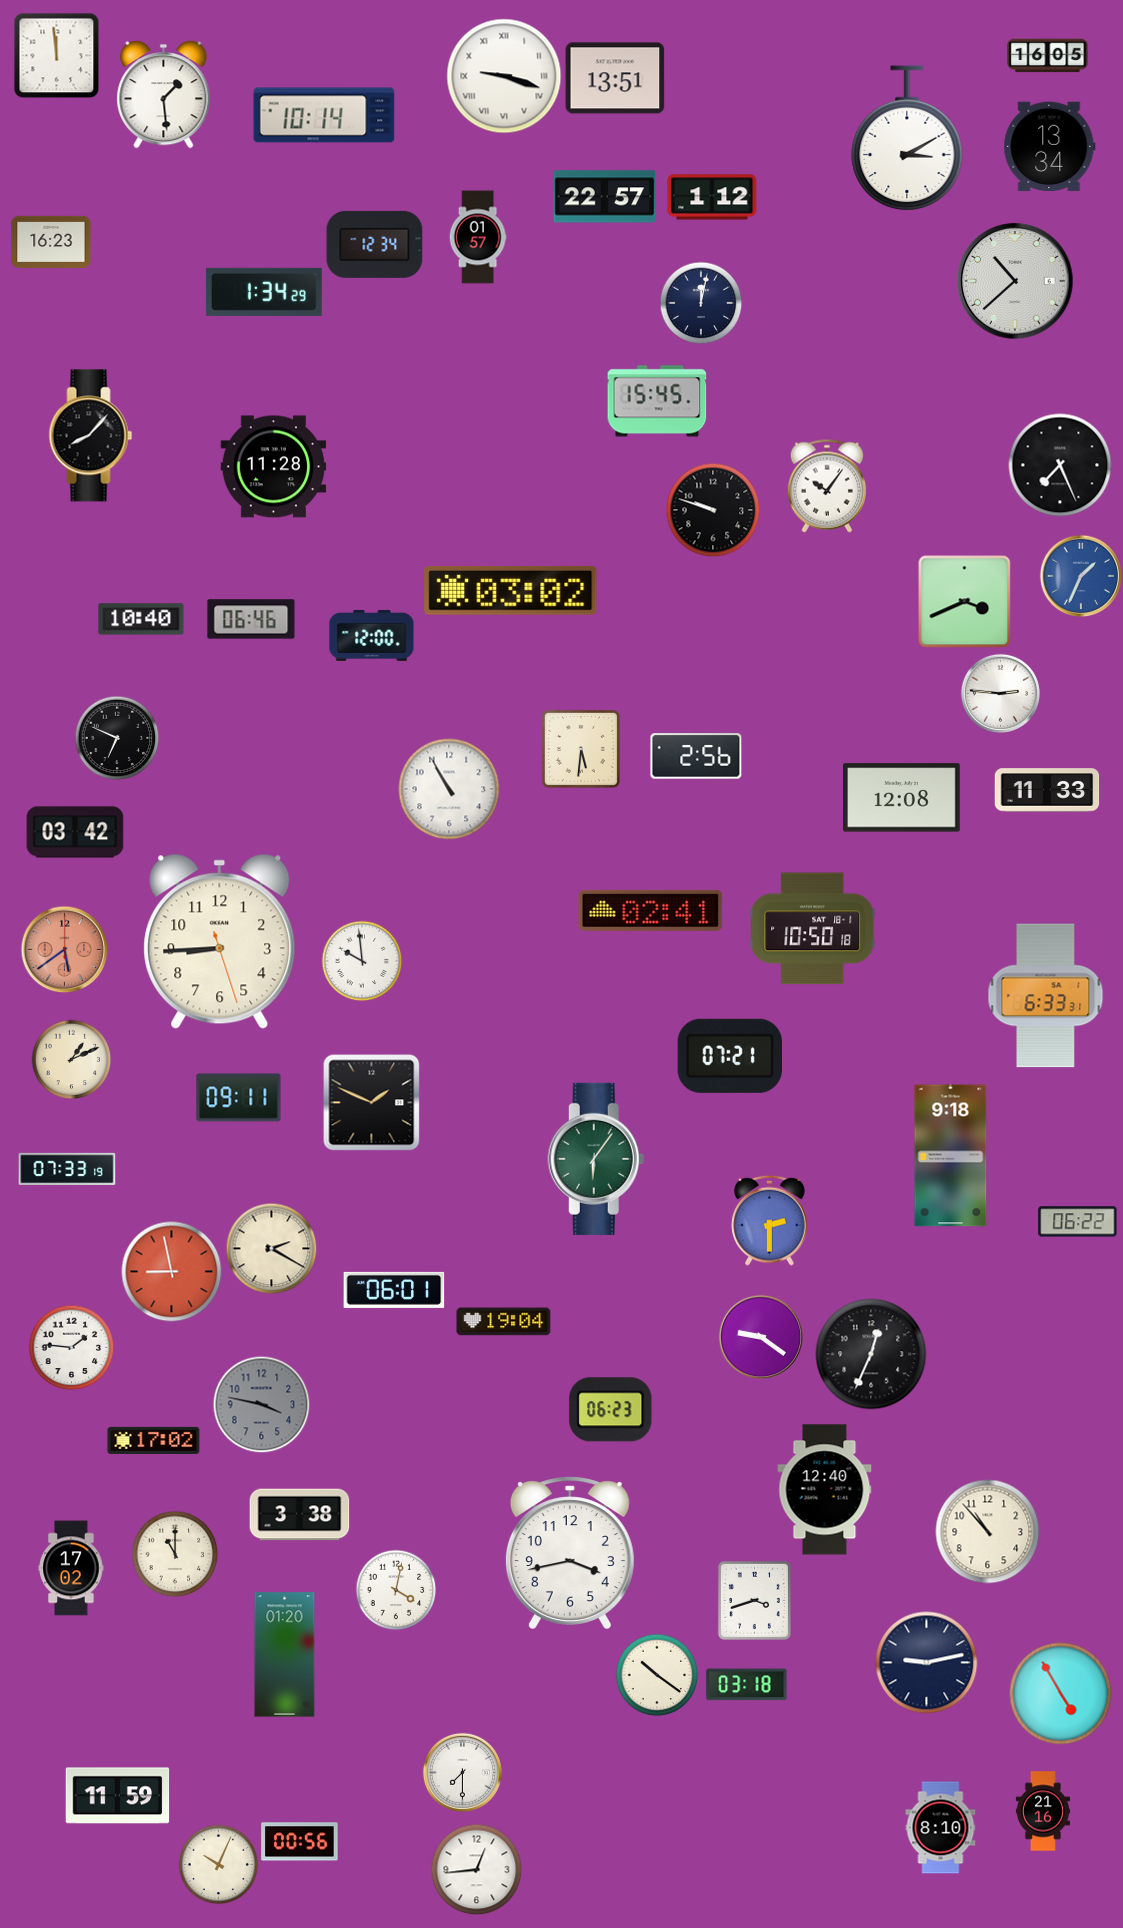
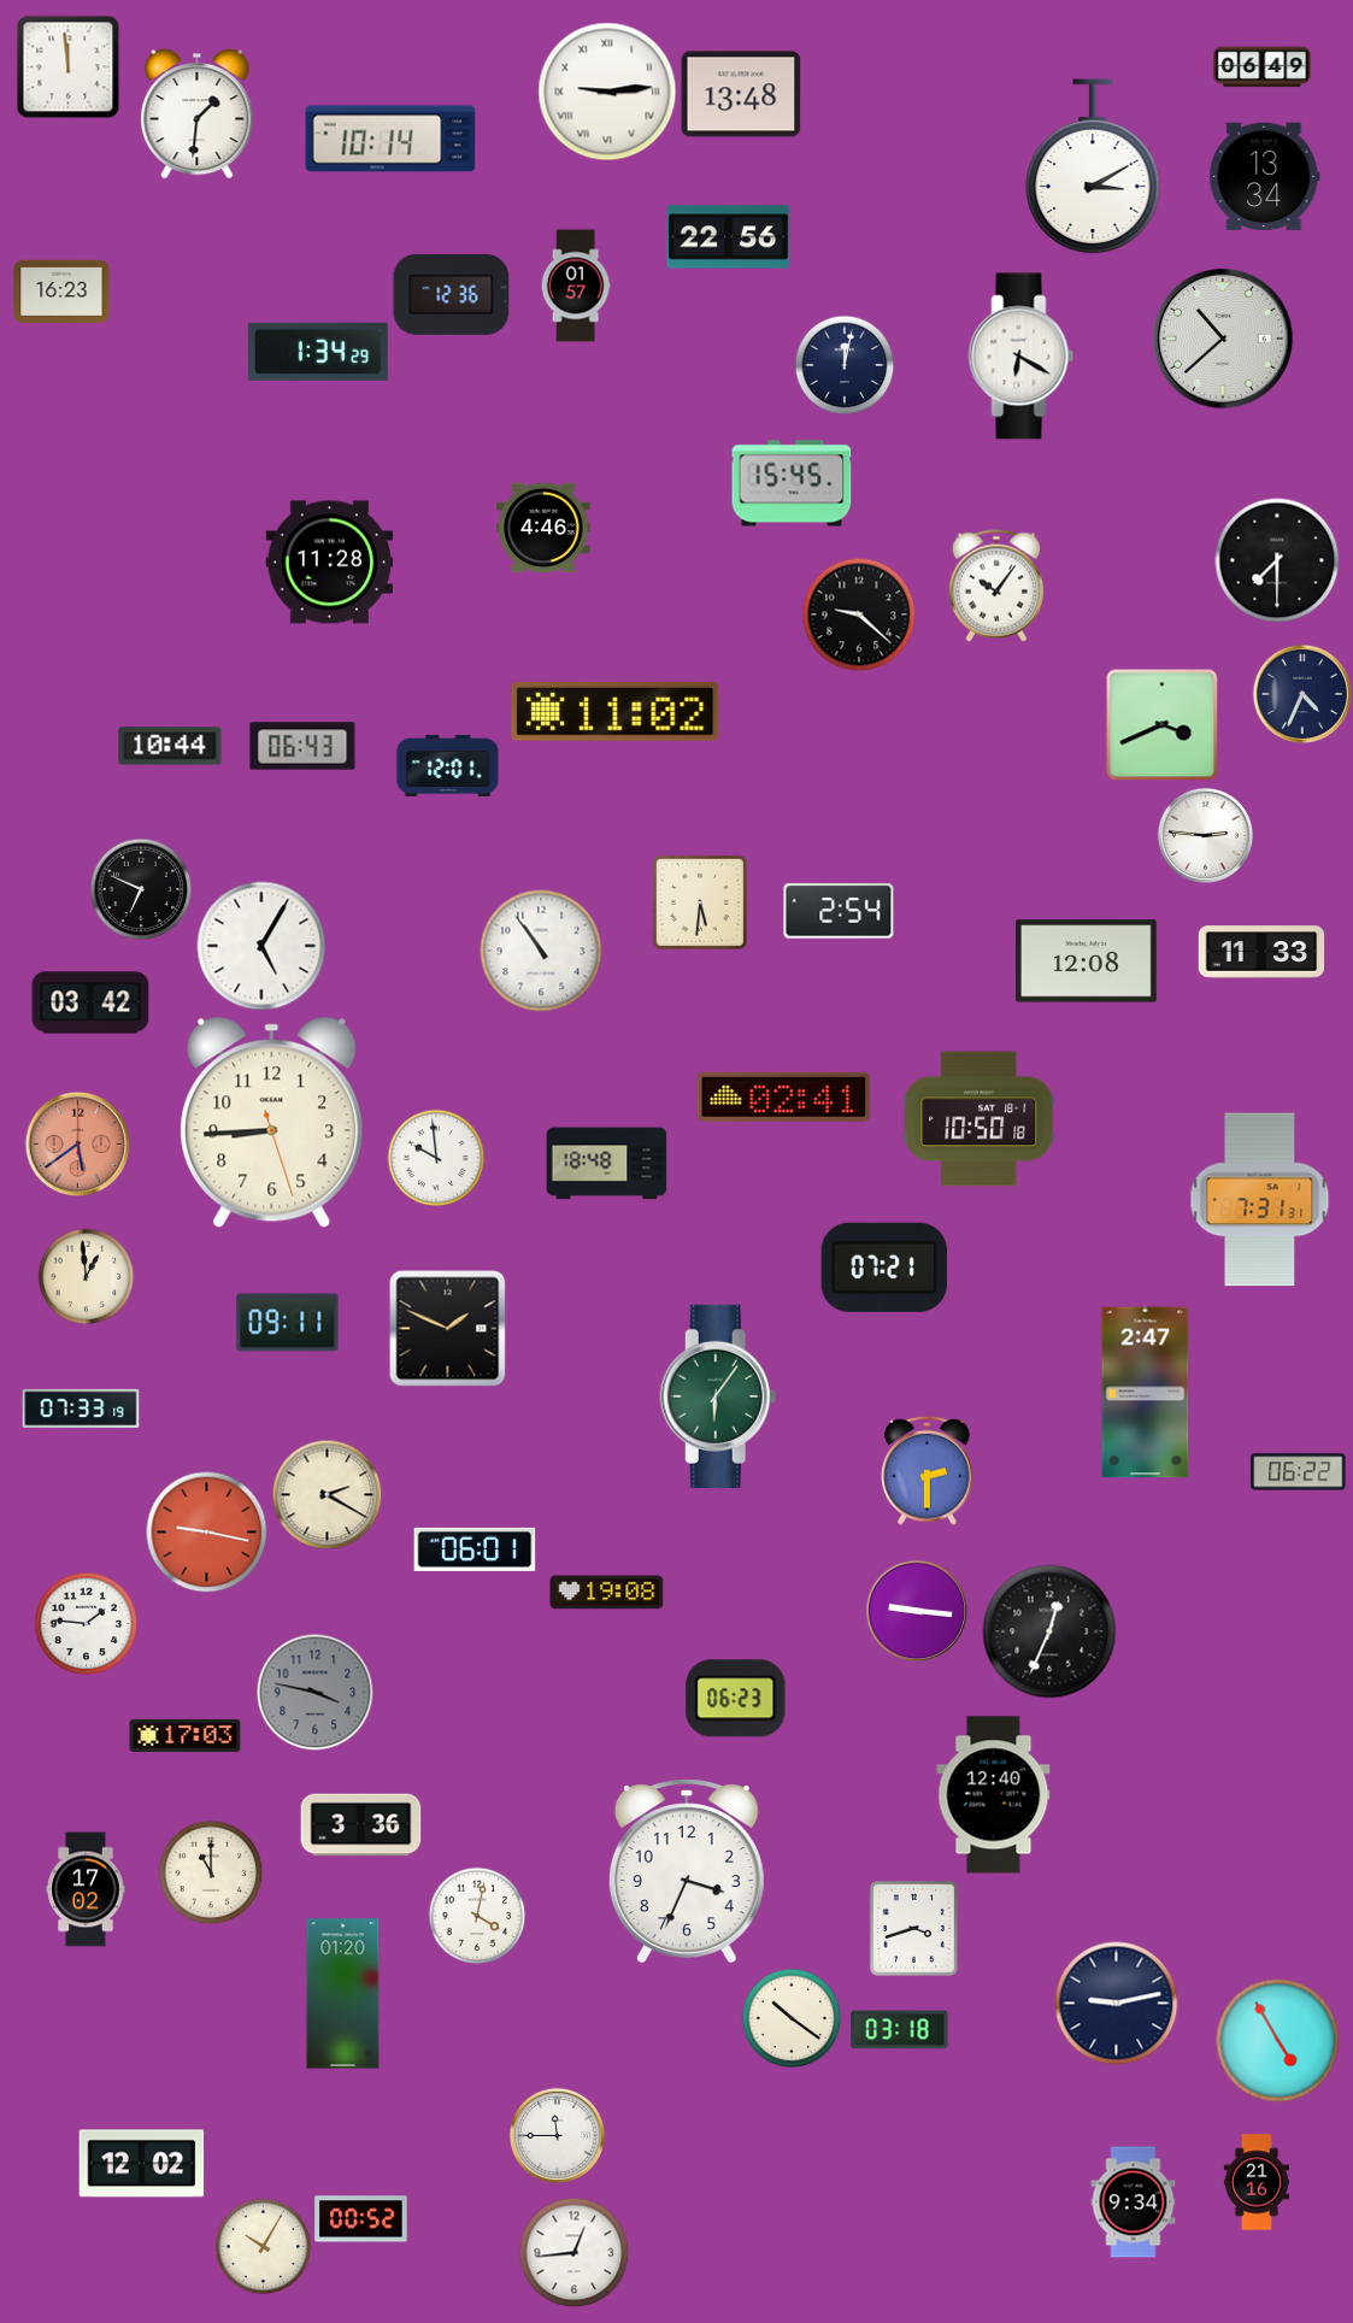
clock at (1048, 56): 16:05 -> 06:49
clock at (504, 76): 9:18 -> 9:14
clock at (615, 78): 13:51 -> 13:48
clock at (164, 95): 1:29 -> 1:31
clock at (605, 197): 22:57 -> 22:56
clock at (712, 197): 1:12 -> none
clock at (375, 244): 12:34 -> 12:36
clock at (1022, 357): none -> 6:20
clock at (91, 436): 8:07 -> none
clock at (543, 528): none -> 4:46
clock at (1060, 465): 7:26 -> 7:30
clock at (713, 510): 9:48 -> 9:22
clock at (1081, 576): 1:34 -> 4:34
clock at (1081, 576) dial: blue -> navy
clock at (511, 590): 03:02 -> 11:02
clock at (141, 619): 10:40 -> 10:44
clock at (251, 619): 06:46 -> 06:43
clock at (372, 635): 12:00 -> 12:01
clock at (696, 756): 2:56 -> 2:54
clock at (261, 946): none -> 5:05
clock at (449, 789): 10:55 -> 10:54
clock at (220, 941) position: (220, 941) -> (272, 1122)
clock at (607, 1164): none -> 18:48
clock at (1046, 996): 6:33 -> 7:31
clock at (730, 1056) position: (730, 1056) -> (884, 1268)
clock at (71, 1059): 1:11 -> 12:59
clock at (951, 1156): 9:18 -> 2:47
clock at (271, 1248) position: (271, 1248) -> (327, 1494)
clock at (172, 1272): 8:58 -> 9:17
clock at (394, 1290) position: (394, 1290) -> (475, 1549)
clock at (504, 1322): 19:04 -> 19:08
clock at (761, 1337): 9:21 -> 9:16
clock at (154, 1440): 17:02 -> 17:03
clock at (300, 1515): 3:38 -> 3:36
clock at (988, 1532): 10:53 -> none
clock at (570, 1553): 3:43 -> 3:34
clock at (754, 1600) position: (754, 1600) -> (913, 1928)
clock at (462, 1772): 7:30 -> 11:45
clock at (118, 1796): 11:59 -> 12:02
clock at (941, 1828): 8:10 -> 9:34
clock at (300, 1842): 00:56 -> 00:52
clock at (218, 1864): 10:04 -> 10:05
